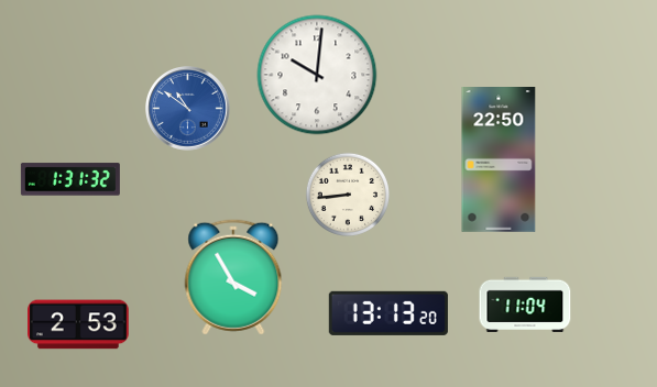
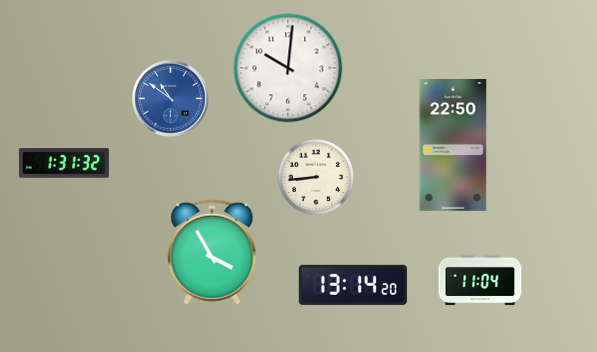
clock at (525, 305) position: (525, 305) -> (480, 280)
clock at (388, 313): 13:13 -> 13:14
clock at (79, 324): 2:53 -> none
